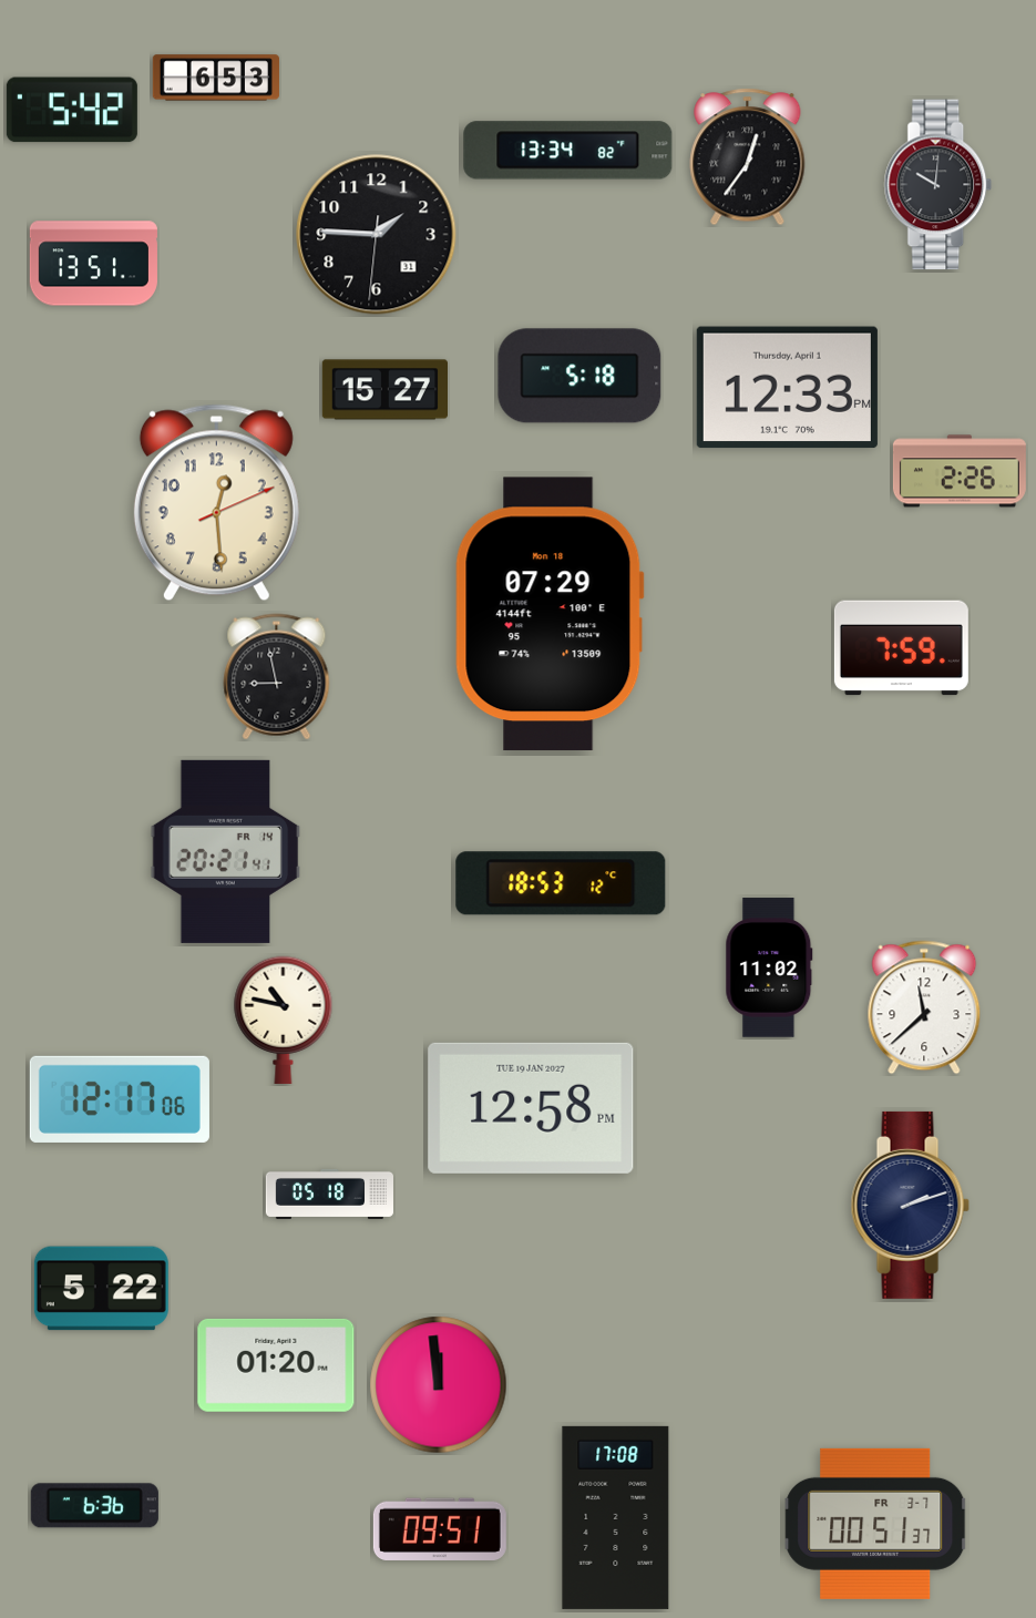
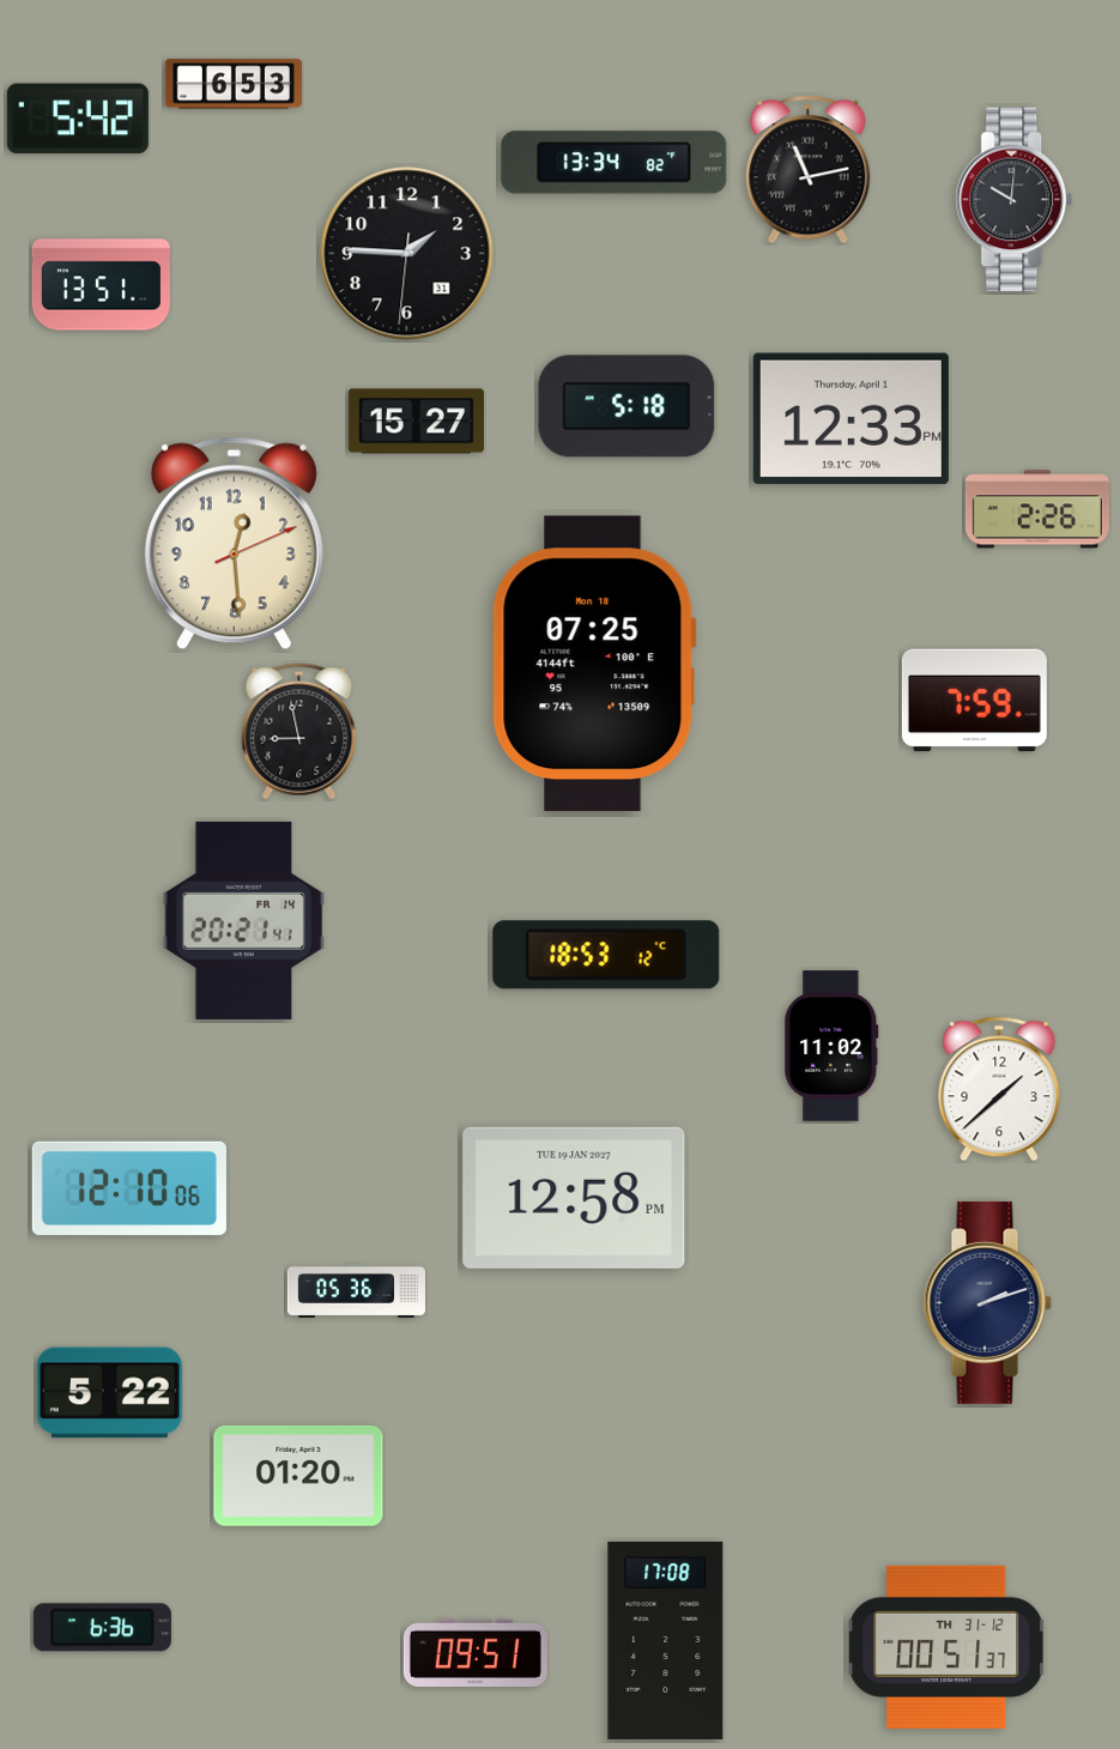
clock at (748, 157): 12:36 -> 11:13
clock at (550, 614): 07:29 -> 07:25
clock at (924, 1007): 11:38 -> 1:38
clock at (284, 1020): 10:47 -> none
clock at (120, 1099): 12:17 -> 12:10
clock at (329, 1194): 05:18 -> 05:36
clock at (910, 1205) position: (910, 1205) -> (987, 1302)
clock at (439, 1385): 11:59 -> none
clock at (875, 1524) date: FR 3-7 -> TH 31-12
